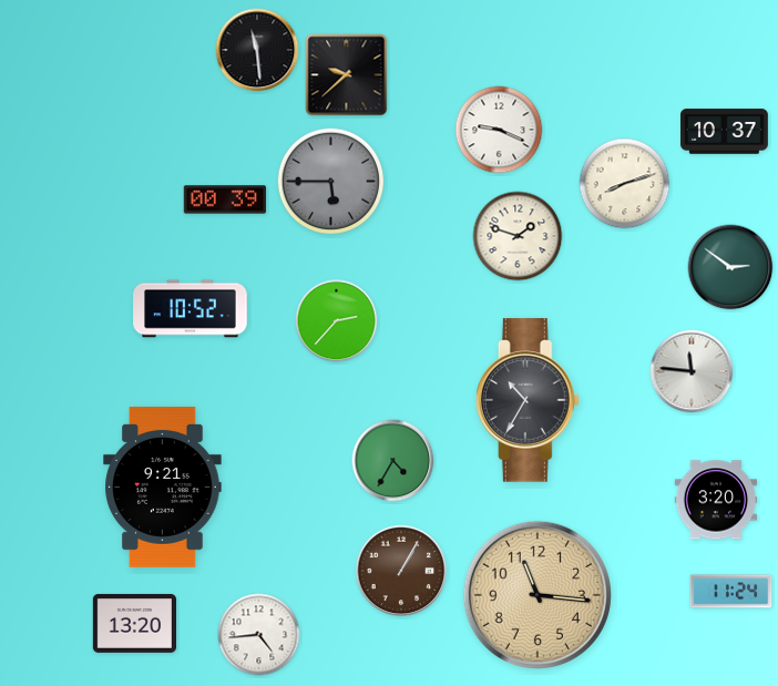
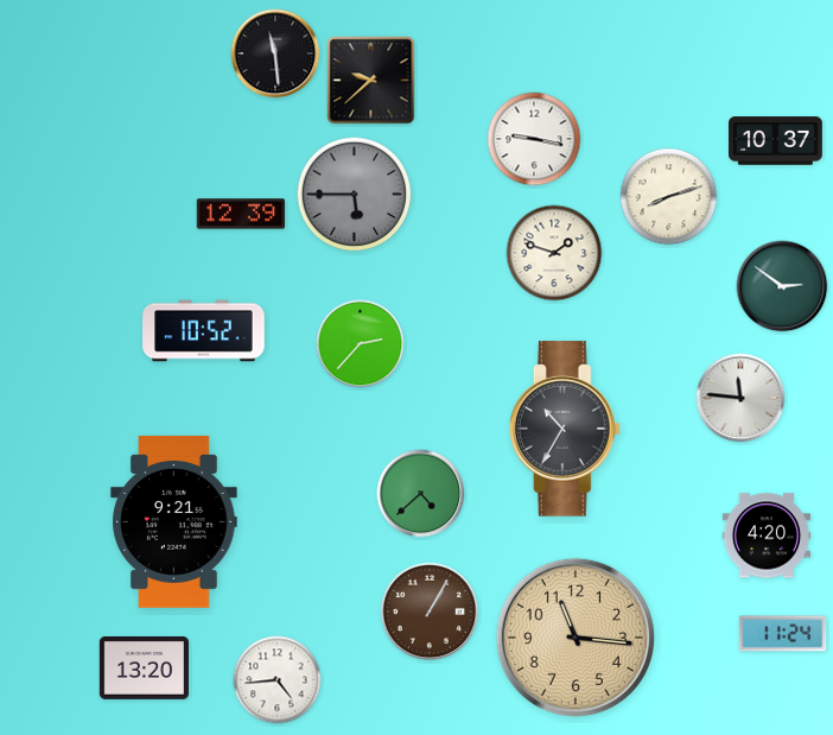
clock at (499, 130): 9:19 -> 9:17
clock at (225, 199): 00:39 -> 12:39
clock at (393, 461): 4:35 -> 4:38
clock at (716, 500): 3:20 -> 4:20
